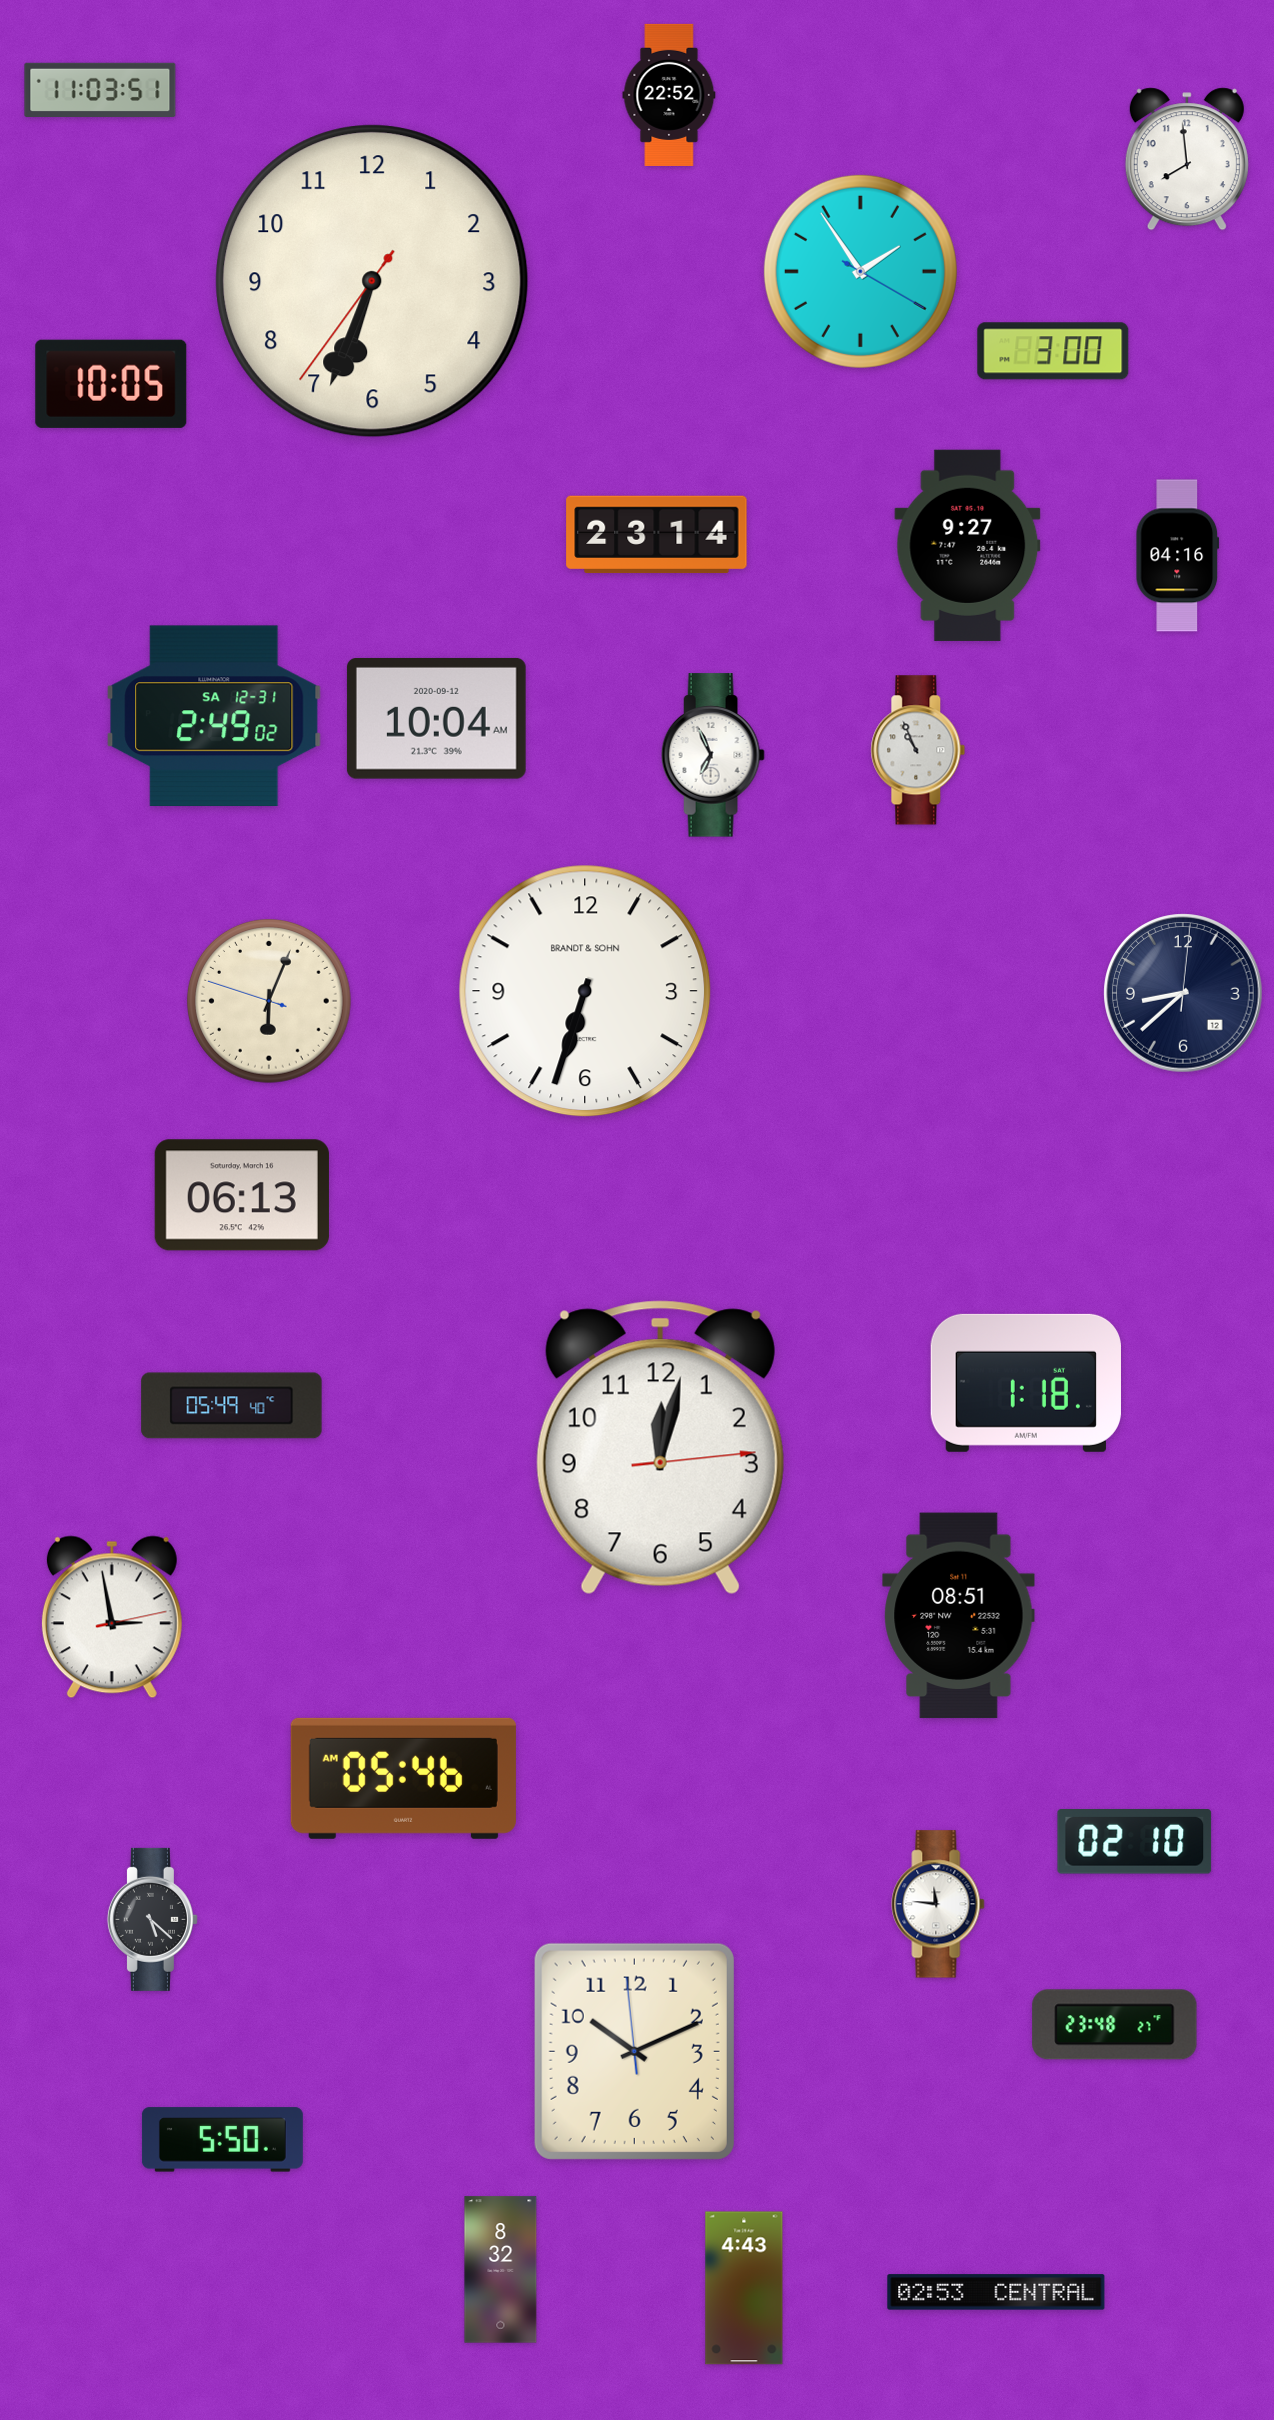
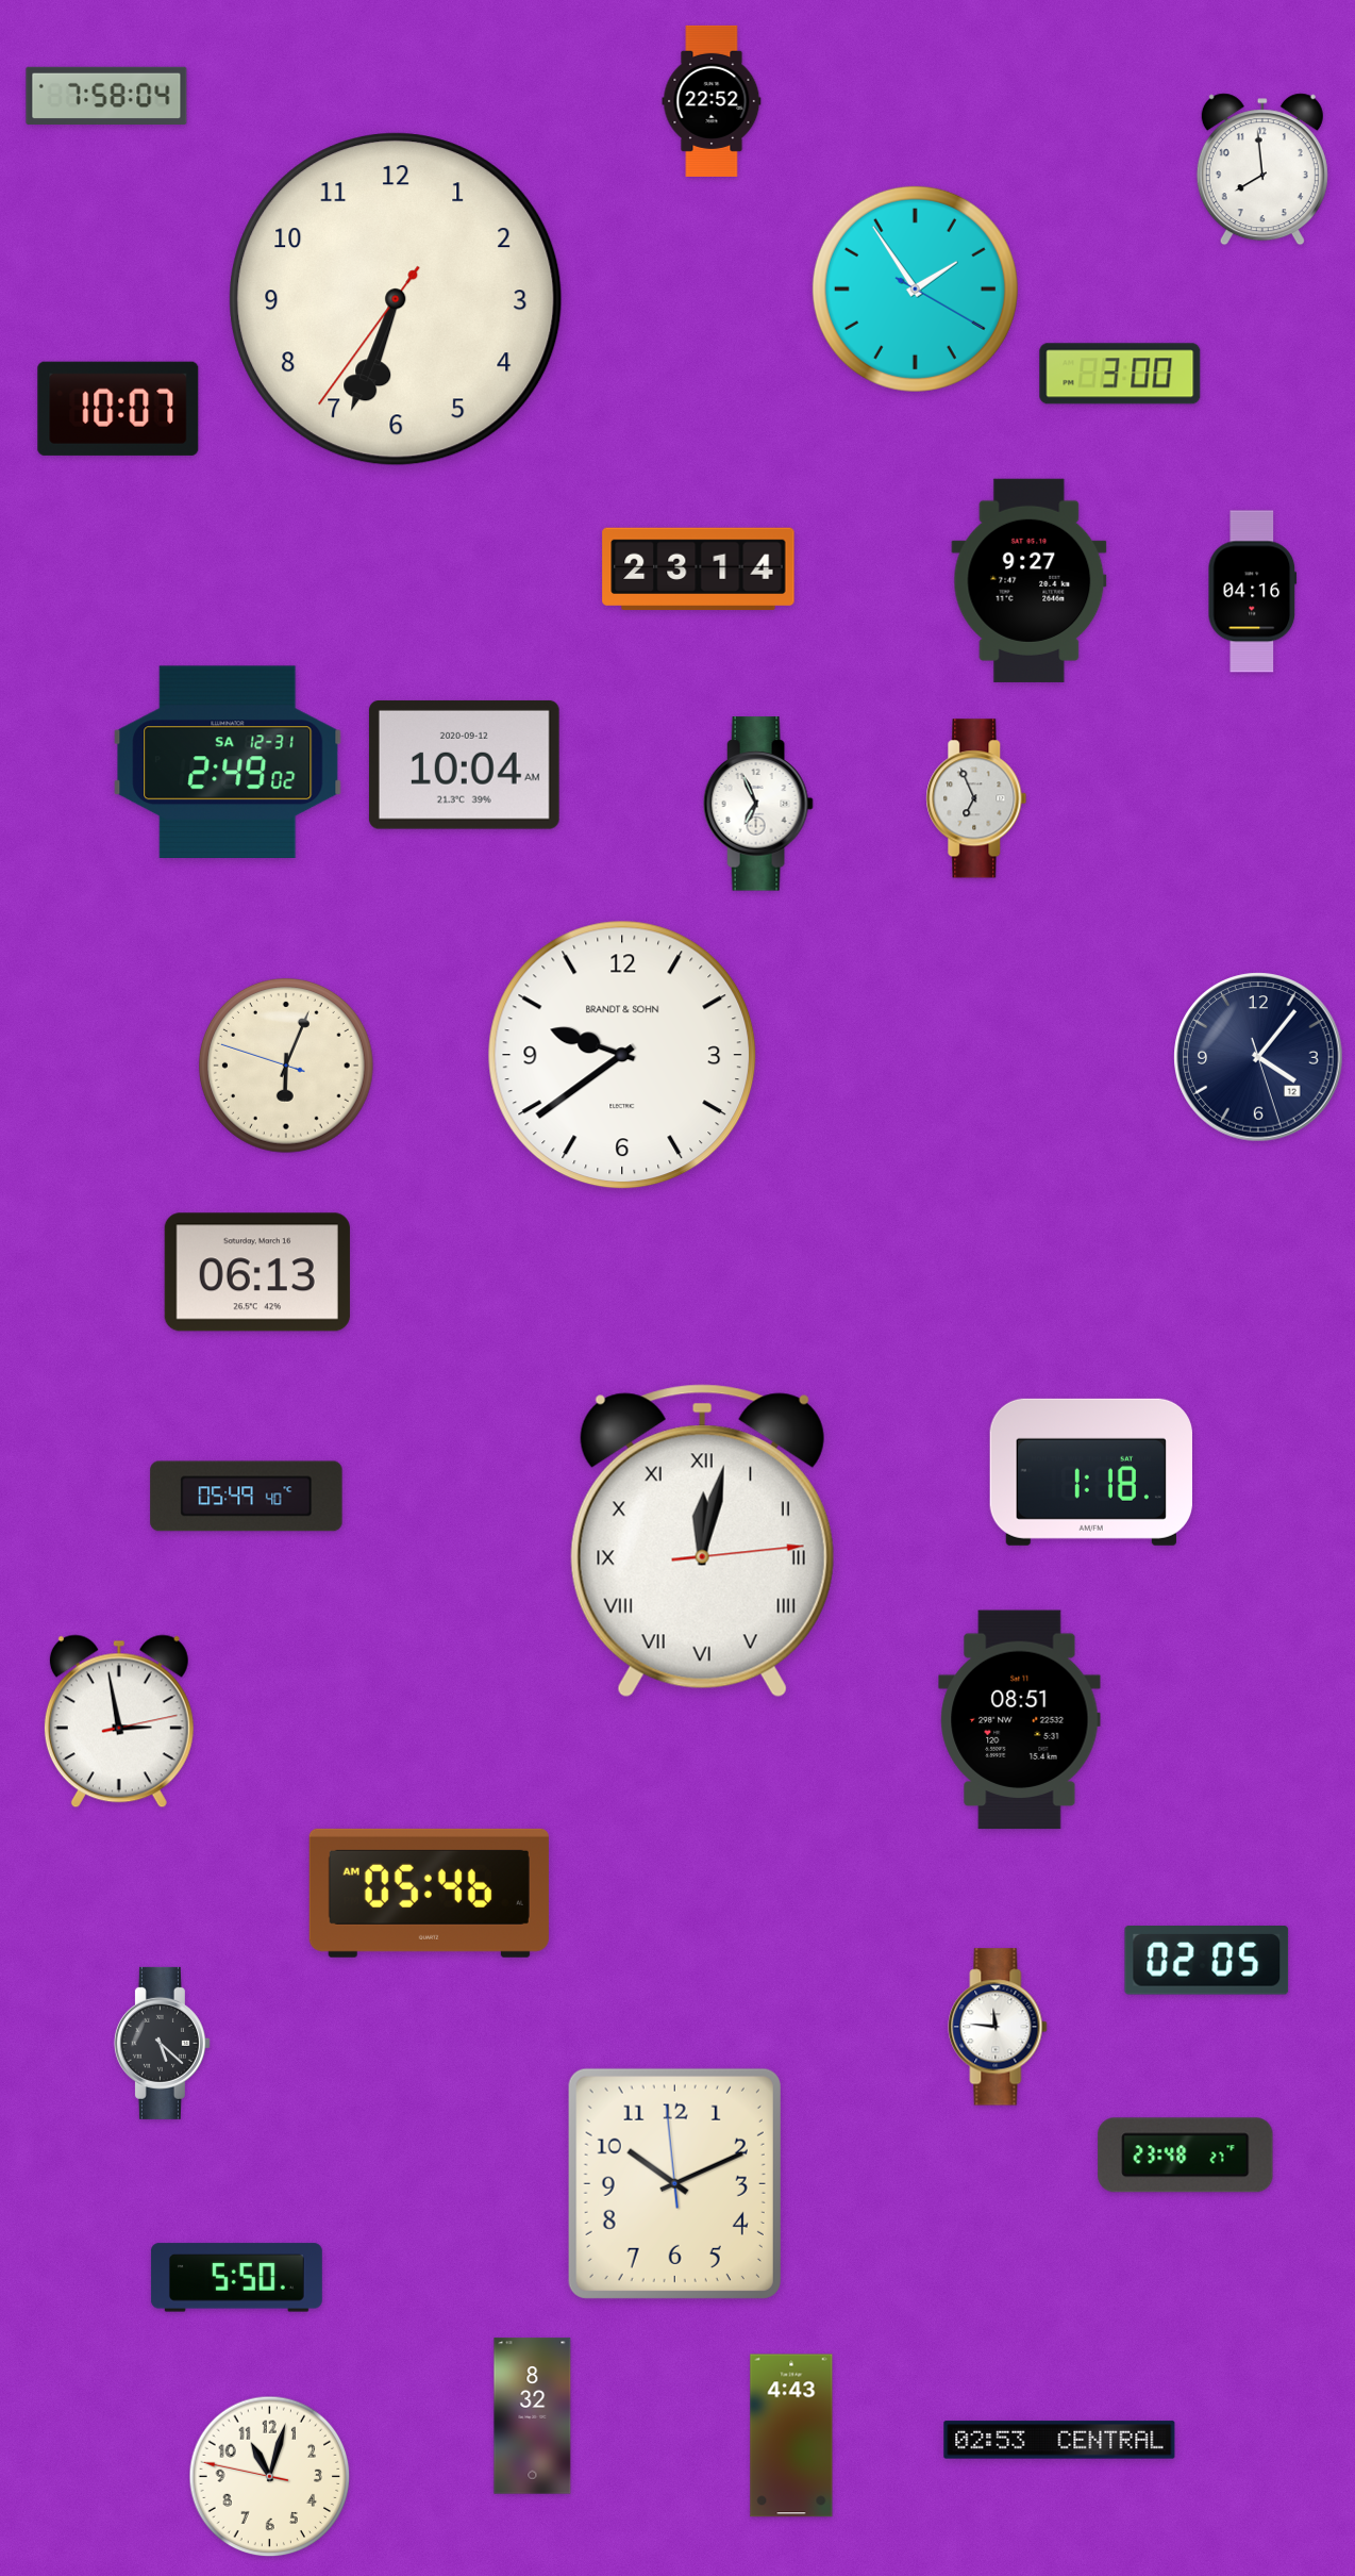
clock at (100, 89): 11:03 -> 7:58
clock at (111, 384): 10:05 -> 10:07
clock at (918, 750): 10:56 -> 6:56
clock at (585, 991): 6:33 -> 9:39
clock at (1183, 993): 8:38 -> 4:06
clock at (660, 1448) numerals: Arabic -> Roman
clock at (1135, 1842): 02:10 -> 02:05
clock at (270, 2477): none -> 11:02
